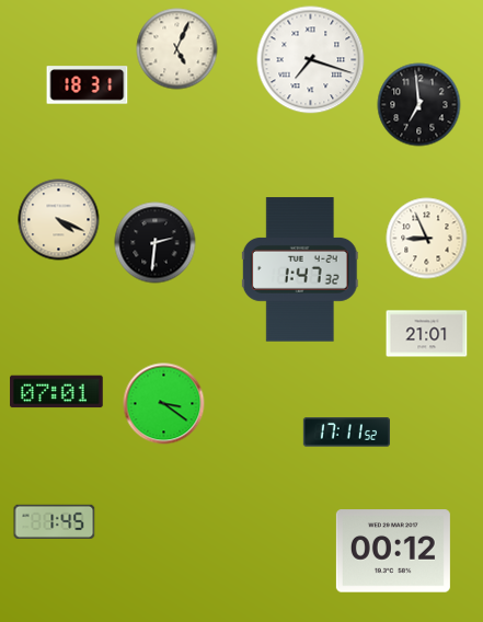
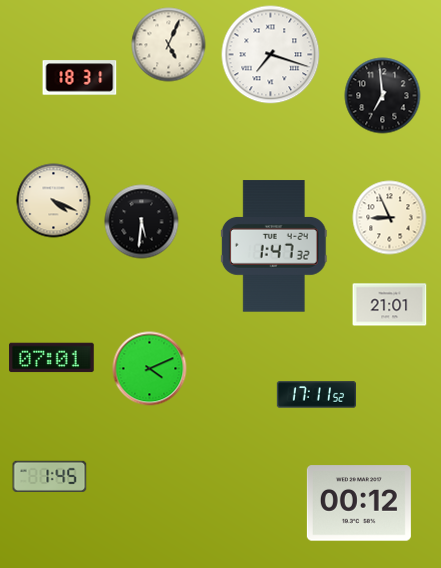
clock at (177, 49) position: (177, 49) -> (169, 45)
clock at (311, 60) position: (311, 60) -> (271, 55)
clock at (156, 243): 2:31 -> 5:31
clock at (164, 404): 3:21 -> 4:11
